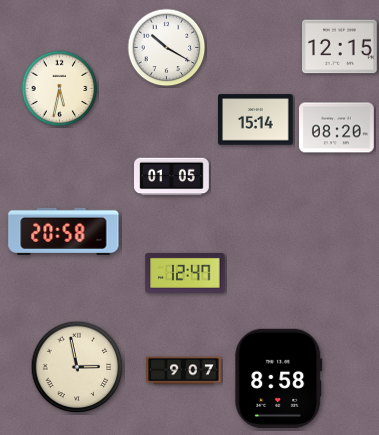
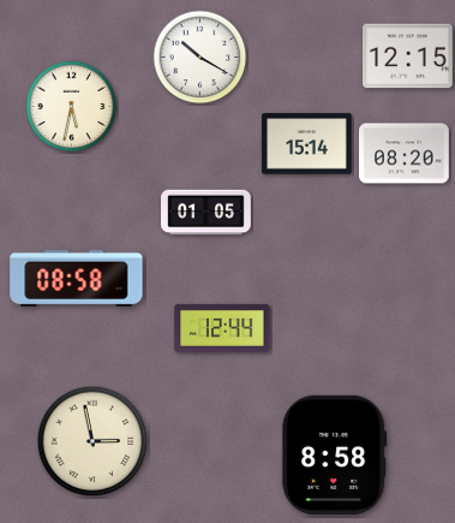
clock at (64, 231): 20:58 -> 08:58
clock at (185, 273): 12:47 -> 12:44
clock at (184, 371): 9:07 -> none
